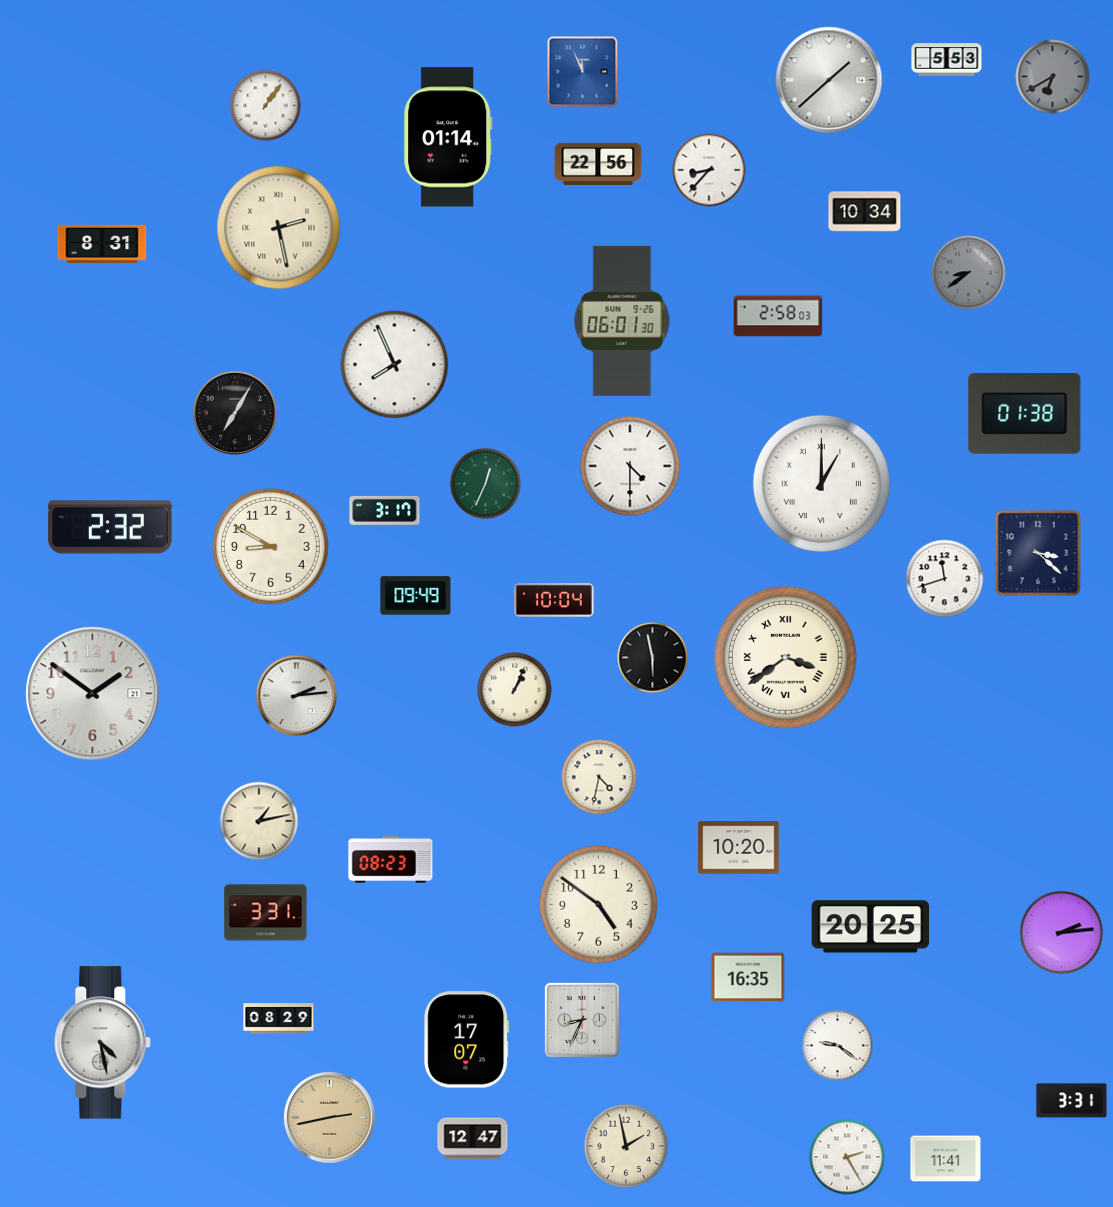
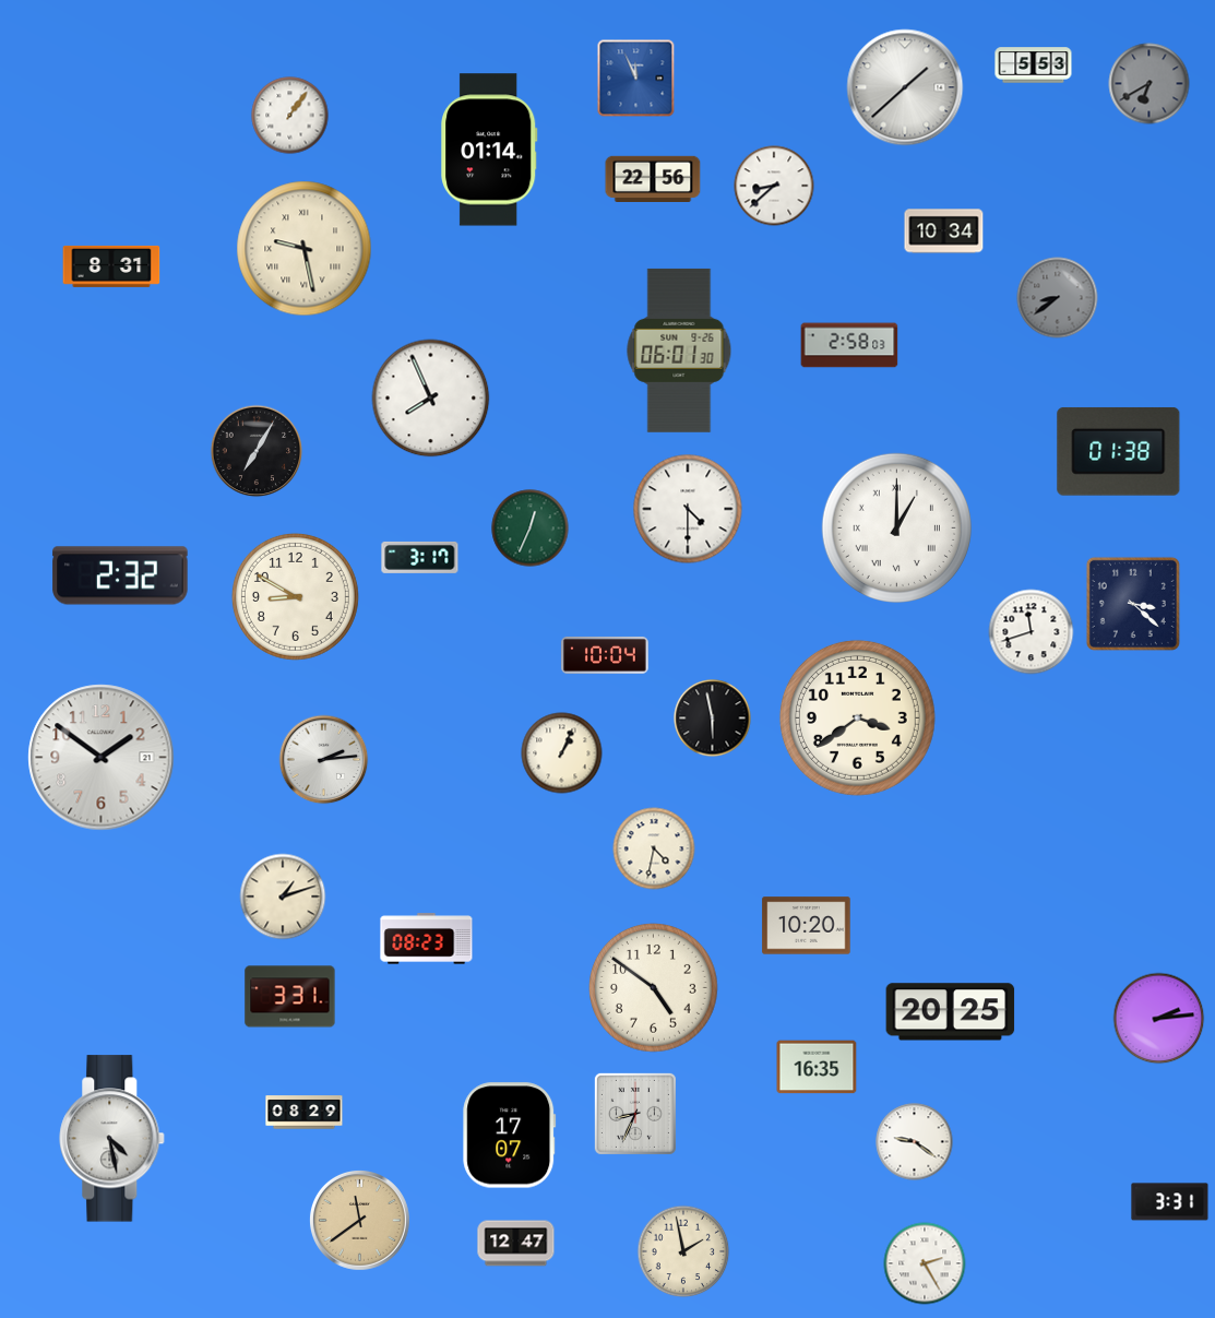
clock at (709, 170): 8:37 -> 8:38
clock at (279, 228): 2:28 -> 9:28
clock at (416, 596): 09:49 -> none
clock at (785, 657) numerals: Roman -> Arabic
clock at (259, 821): 1:13 -> 1:12
clock at (329, 1117): 2:43 -> 11:39
clock at (946, 1159): 11:41 -> none
